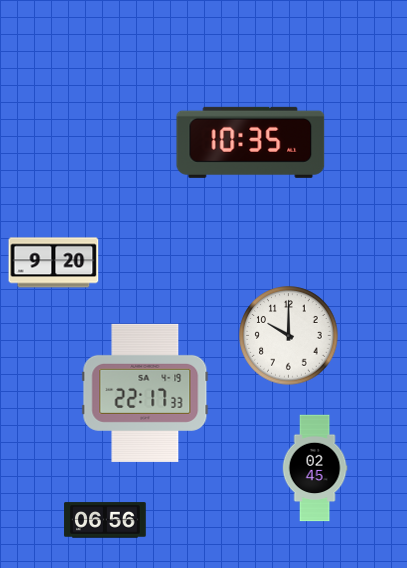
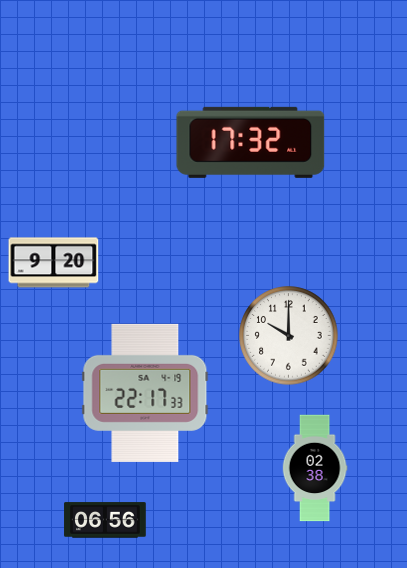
clock at (251, 142): 10:35 -> 17:32
clock at (315, 468): 02:45 -> 02:38
